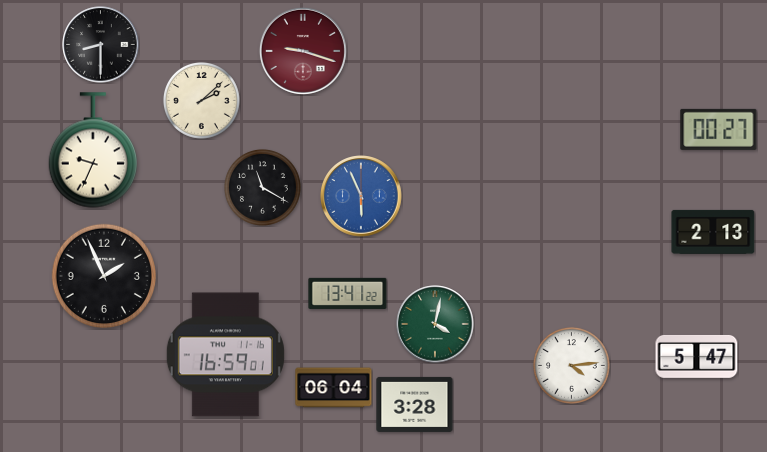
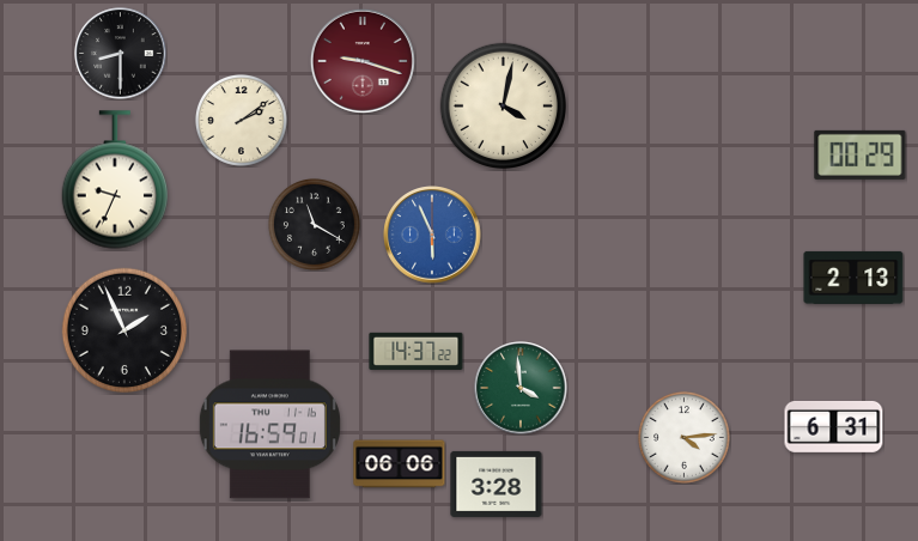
clock at (503, 105): none -> 4:02
clock at (201, 100): 2:08 -> 2:09
clock at (719, 129): 00:27 -> 00:29
clock at (93, 150) position: (93, 150) -> (115, 180)
clock at (348, 293): 13:41 -> 14:37
clock at (435, 324): 4:02 -> 3:59
clock at (697, 356): 5:47 -> 6:31
clock at (334, 388): 06:04 -> 06:06
